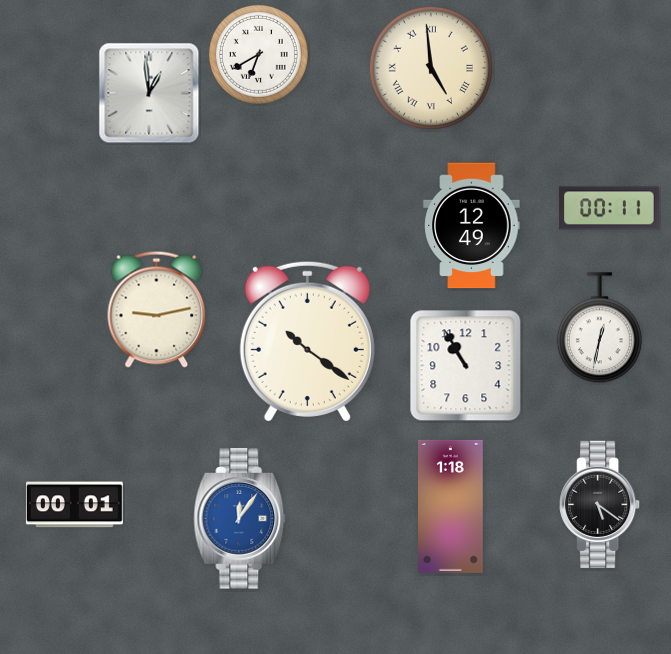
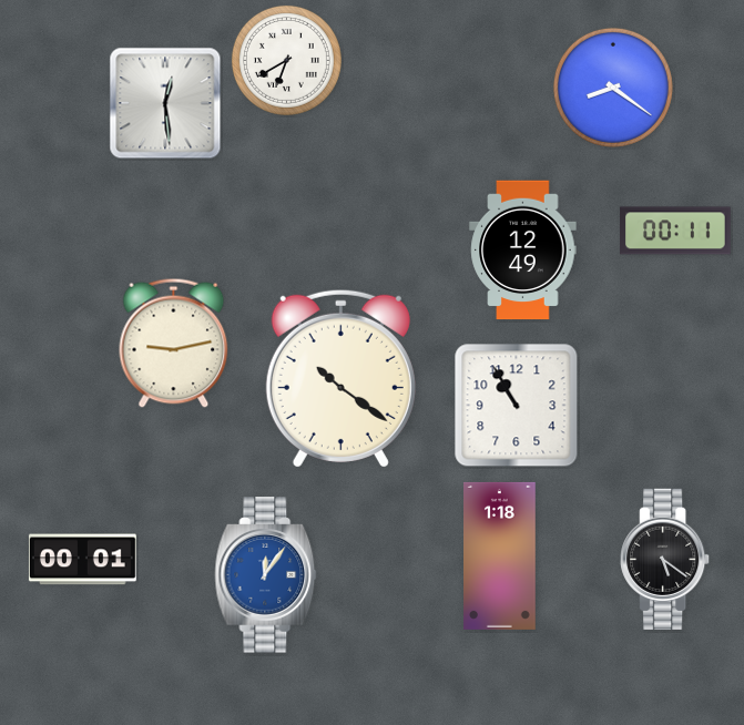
clock at (431, 68): 4:59 -> none
clock at (613, 88): none -> 8:21
clock at (149, 93): 12:59 -> 12:29
clock at (599, 328): 12:32 -> none
clock at (451, 506) position: (451, 506) -> (500, 555)
